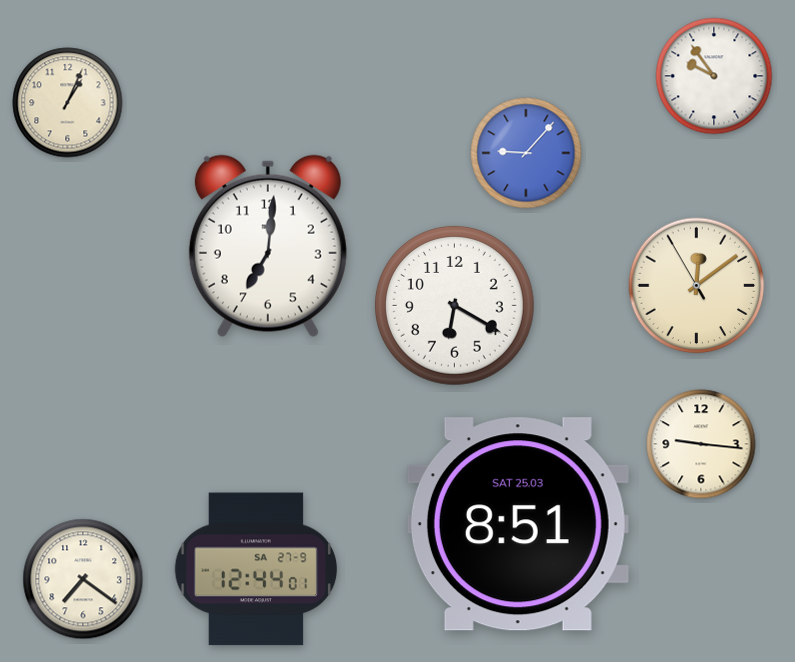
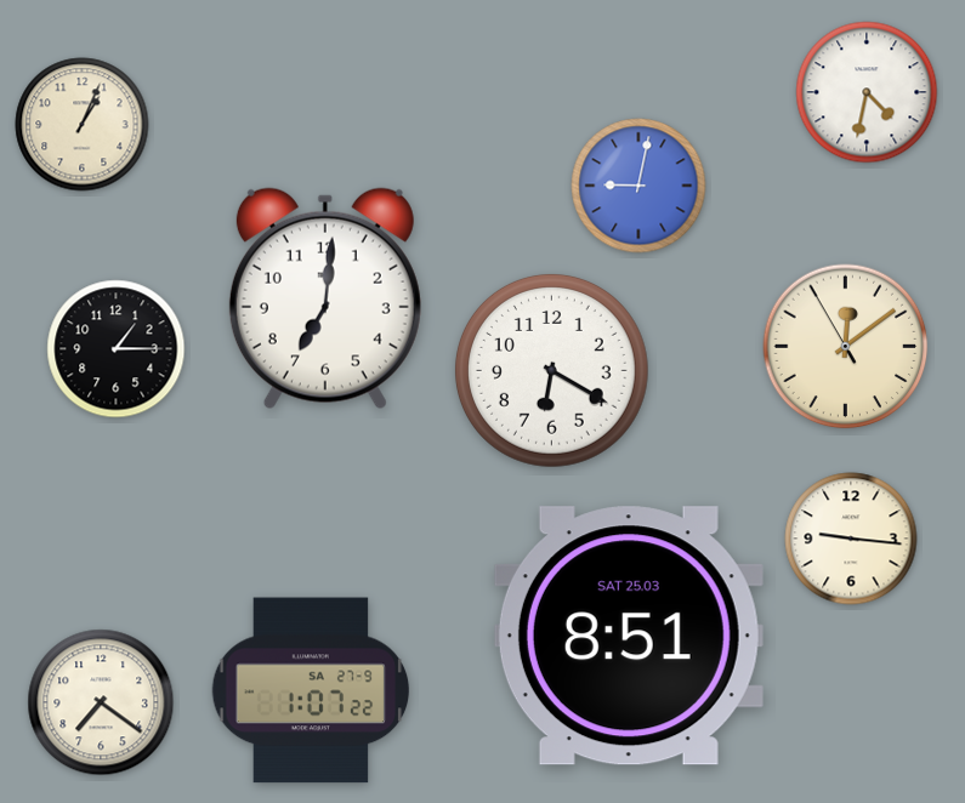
clock at (714, 76): 9:54 -> 4:32
clock at (526, 153): 9:07 -> 9:02
clock at (117, 349): none -> 1:15
clock at (256, 569): 12:44 -> 1:07
